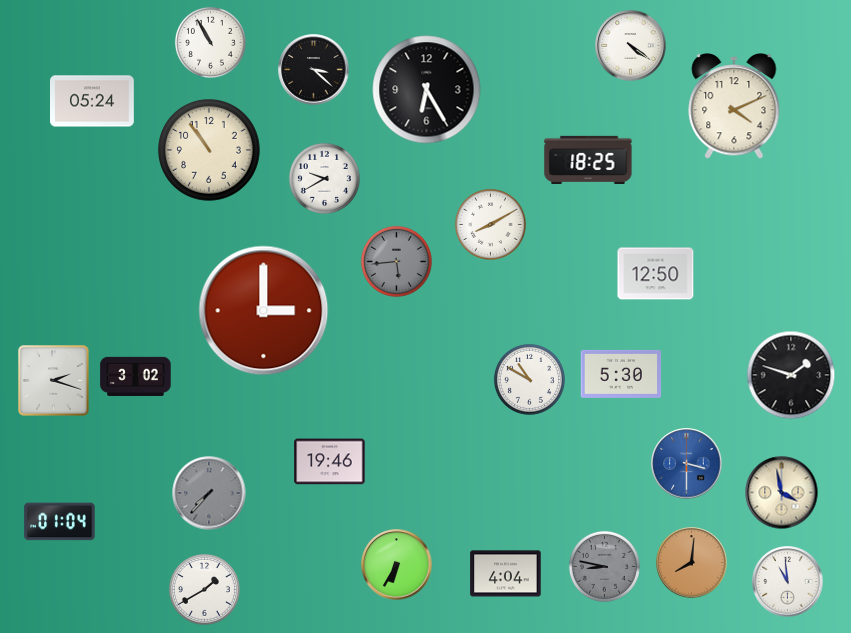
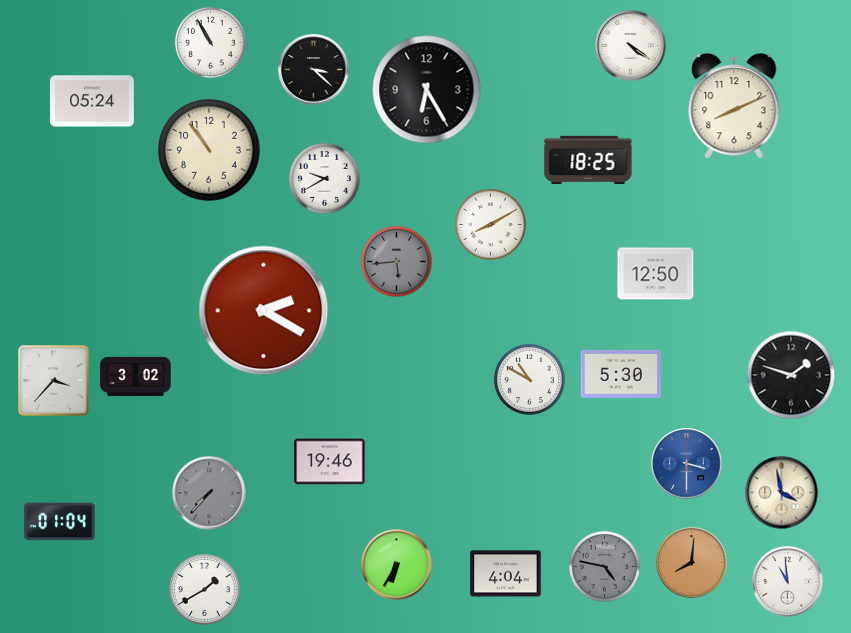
clock at (734, 106): 4:11 -> 8:11
clock at (264, 311): 3:00 -> 2:20
clock at (54, 381): 2:18 -> 3:37
clock at (604, 566): 8:47 -> 4:47
